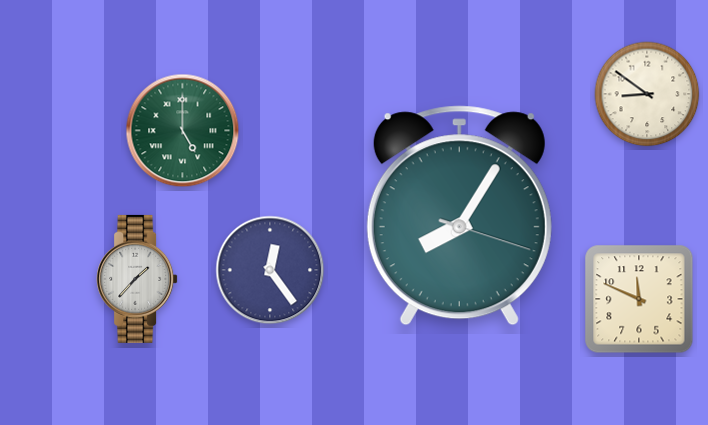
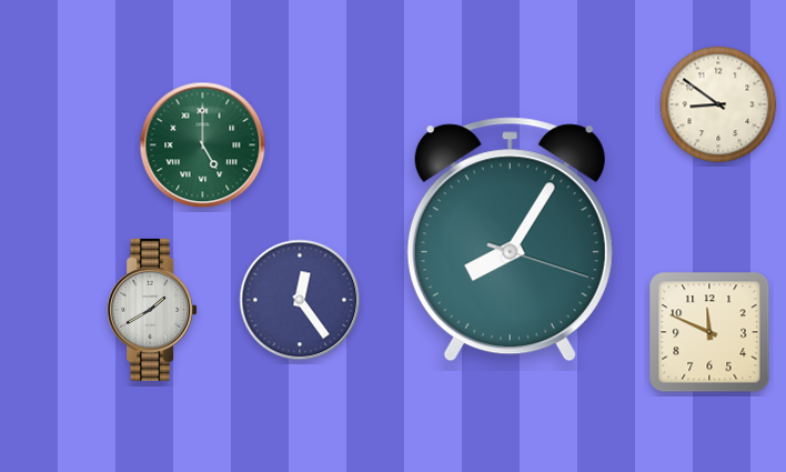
clock at (137, 279): 1:37 -> 1:40
